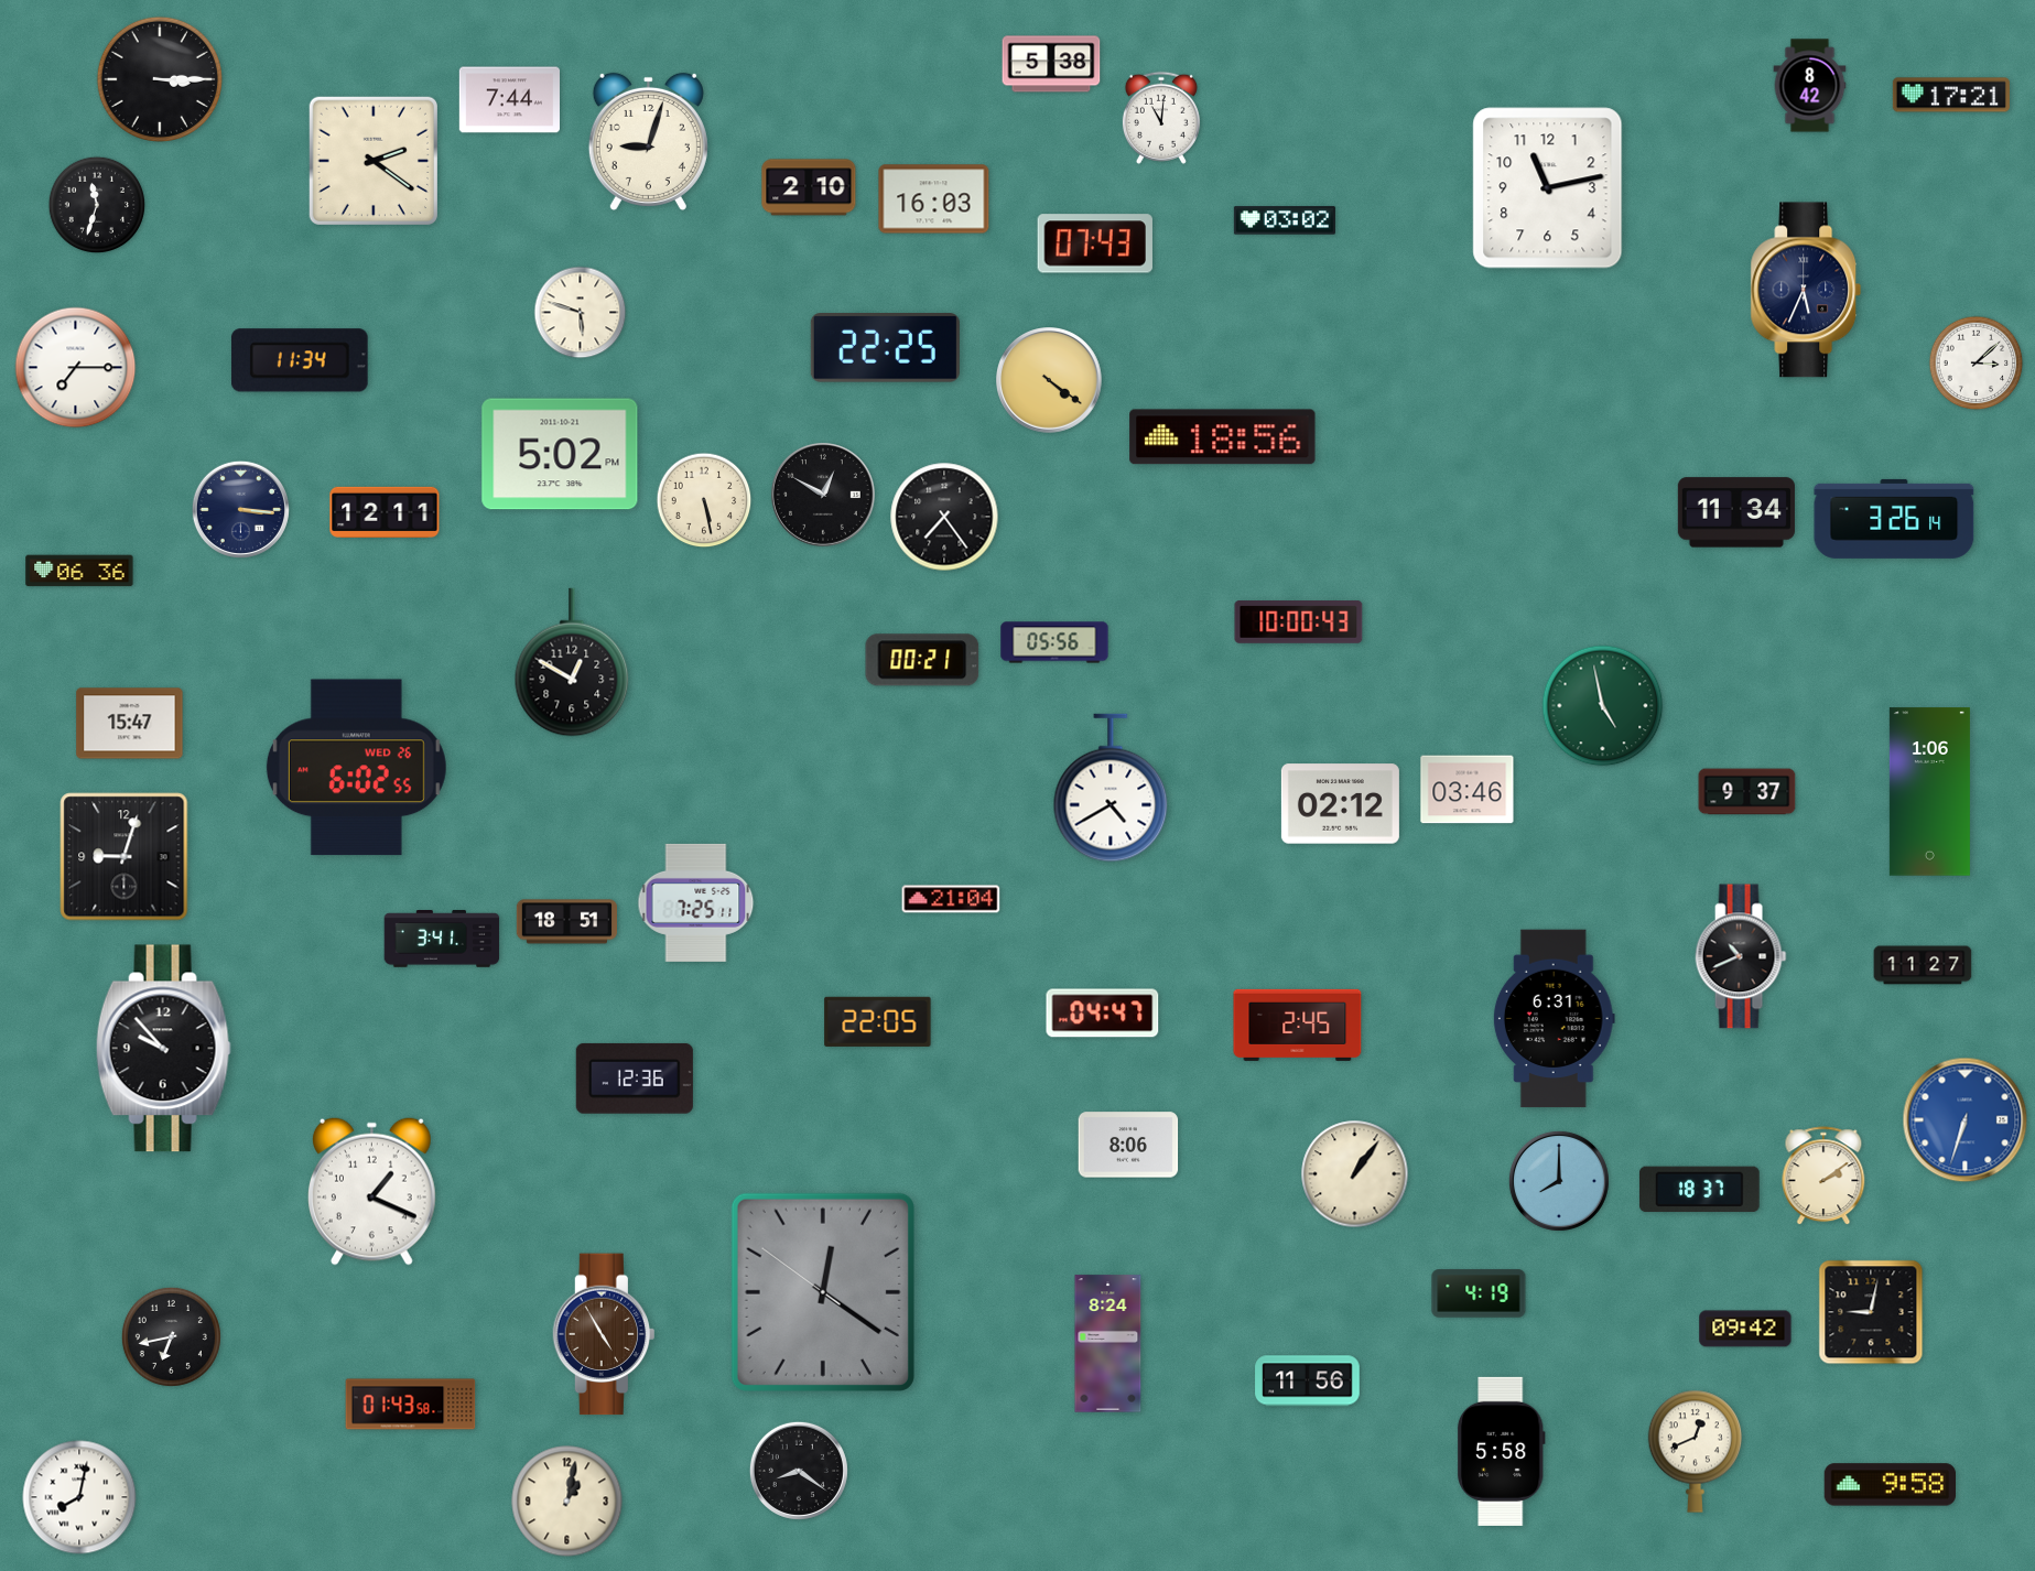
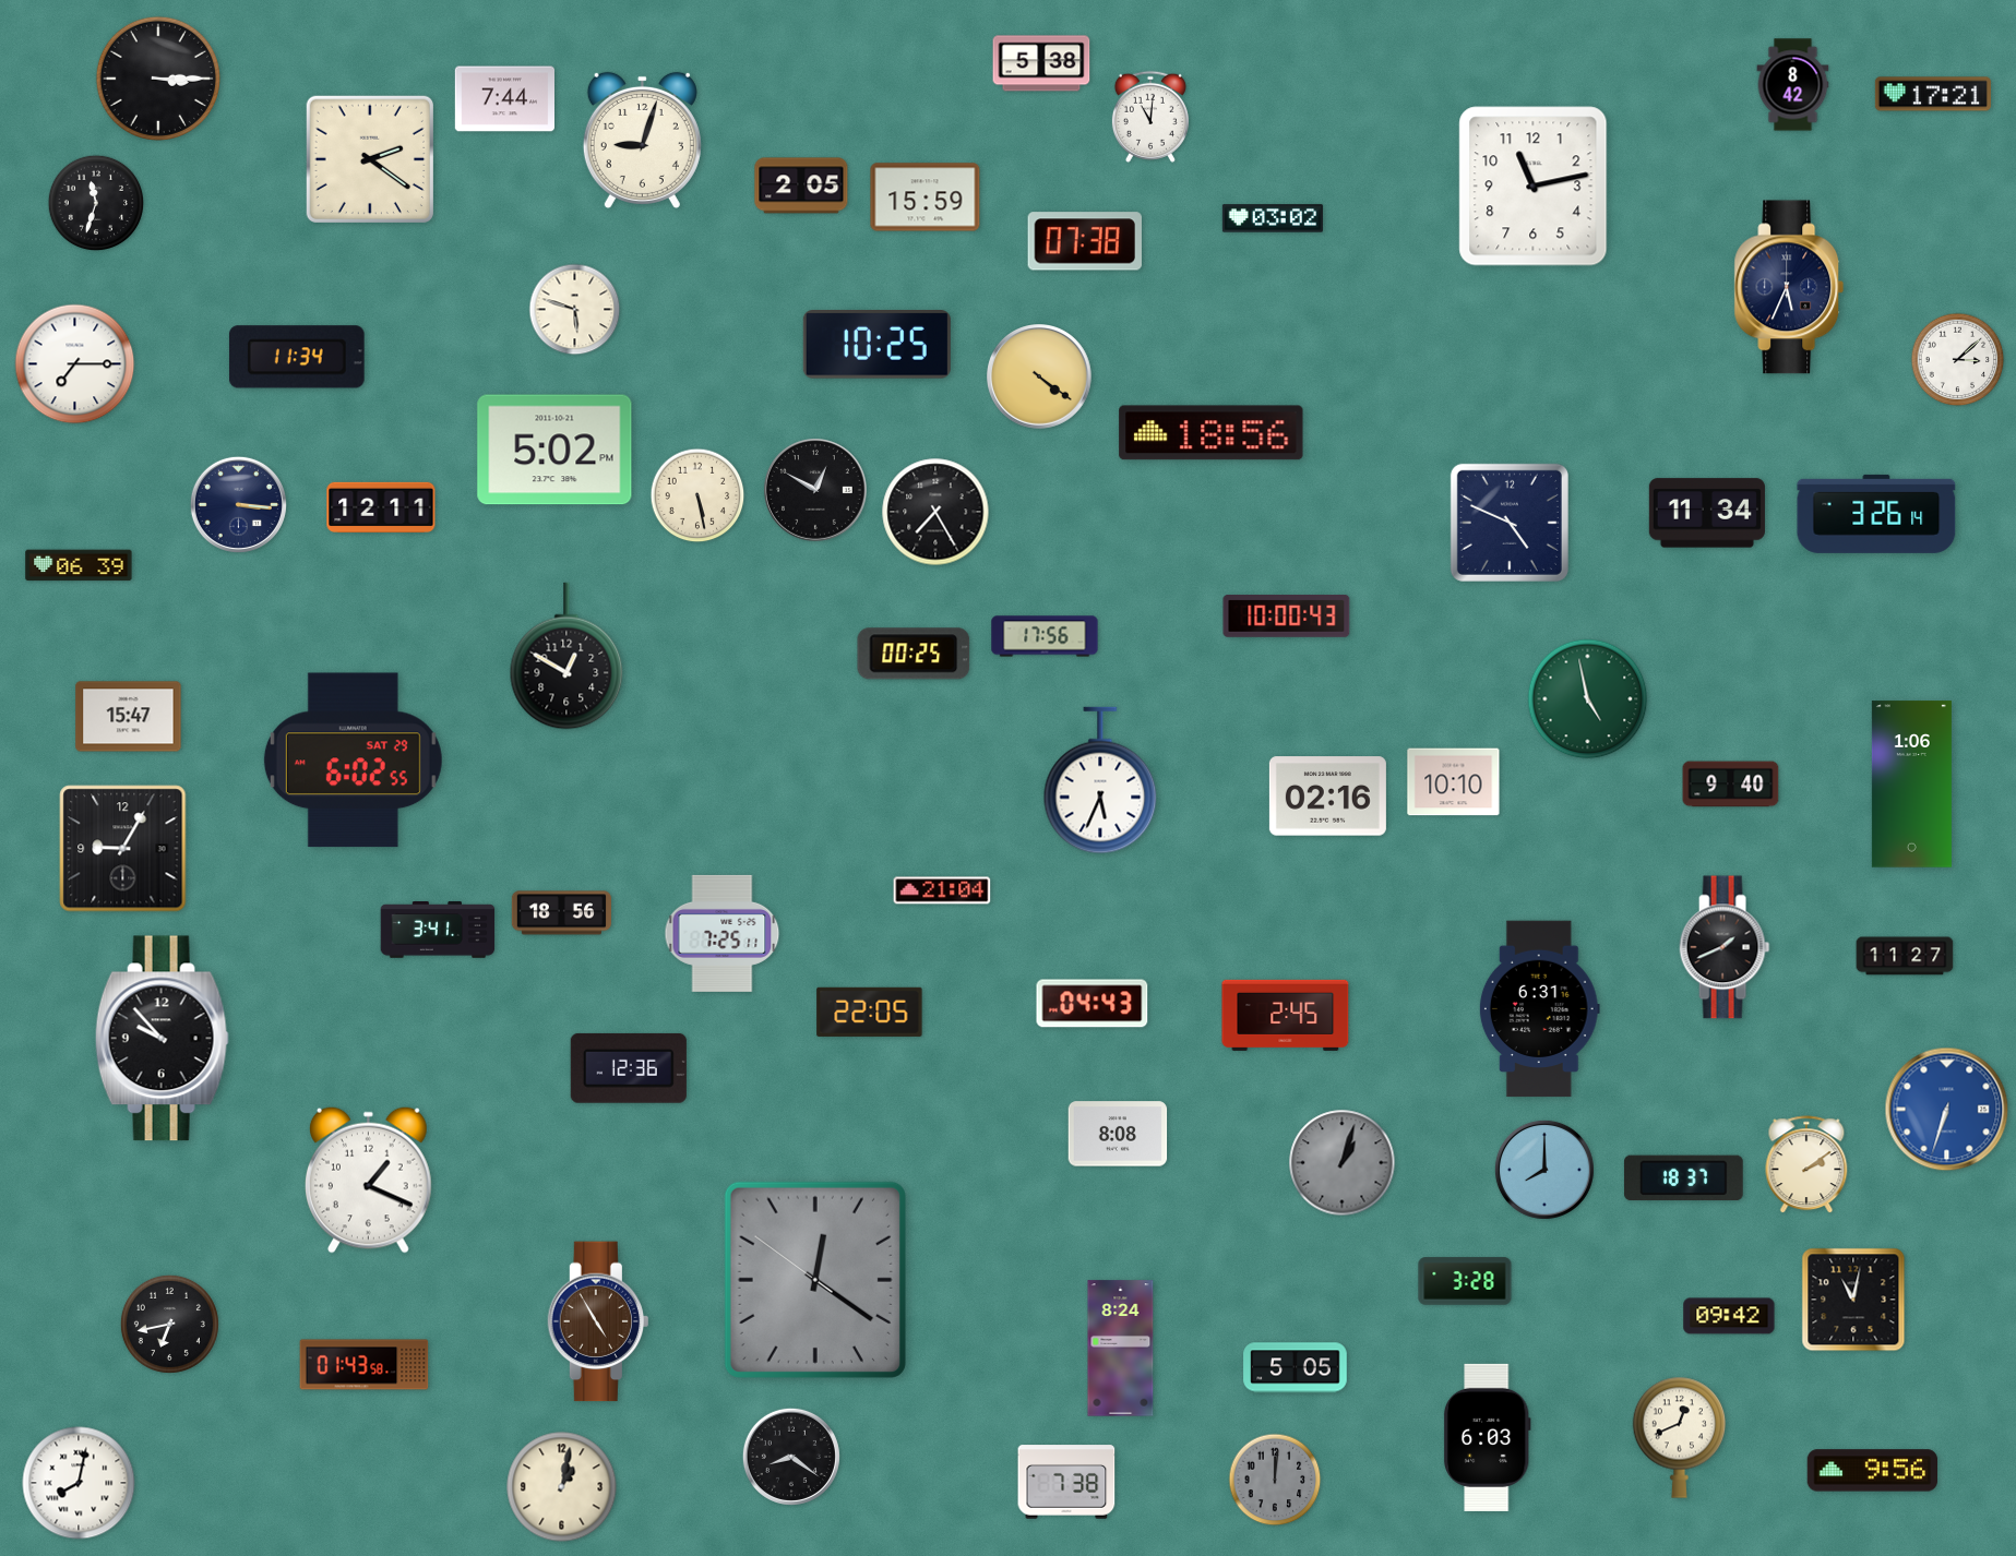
clock at (809, 187): 2:10 -> 2:05
clock at (934, 199): 16:03 -> 15:59
clock at (1095, 243): 07:43 -> 07:38
clock at (885, 348): 22:25 -> 10:25
clock at (1736, 512) position: (1736, 512) -> (1707, 513)
clock at (944, 517): 7:24 -> 7:25
clock at (1510, 523): none -> 4:49
clock at (79, 571): 06:36 -> 06:39
clock at (1054, 642): 05:56 -> 17:56
clock at (922, 660): 00:21 -> 00:25
clock at (356, 768) date: WED 26 -> SAT 29
clock at (1111, 788): 4:40 -> 5:34
clock at (1468, 790): 03:46 -> 10:10
clock at (1747, 792): 9:37 -> 9:40
clock at (1340, 804): 02:12 -> 02:16
clock at (125, 857): 9:03 -> 9:05
clock at (696, 902) position: (696, 902) -> (723, 933)
clock at (566, 922): 18:51 -> 18:56
clock at (1741, 956): 10:41 -> 1:41
clock at (1103, 1014): 04:47 -> 04:43
clock at (1128, 1145): 8:06 -> 8:08
clock at (1355, 1174): 1:06 -> 1:03
clock at (1355, 1174) dial: cream -> grey
clock at (1479, 1293): 4:19 -> 3:28
clock at (1871, 1312): 9:02 -> 11:02
clock at (1108, 1344) position: (1108, 1344) -> (1121, 1349)
clock at (1308, 1382): 11:56 -> 5:05
clock at (411, 1405) position: (411, 1405) -> (365, 1365)
clock at (1501, 1451): 5:58 -> 6:03
clock at (1890, 1485): 9:58 -> 9:56
clock at (1275, 1480): none -> 12:01
clock at (1066, 1482): none -> 7:38
